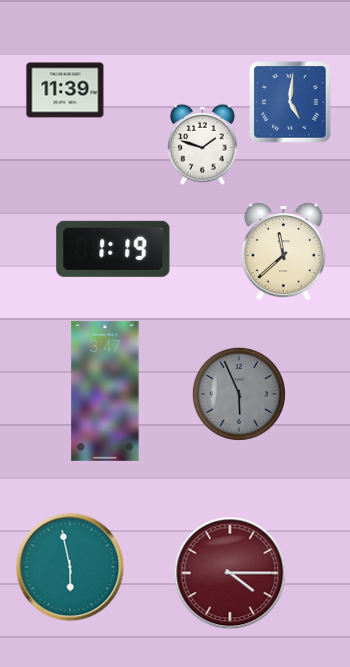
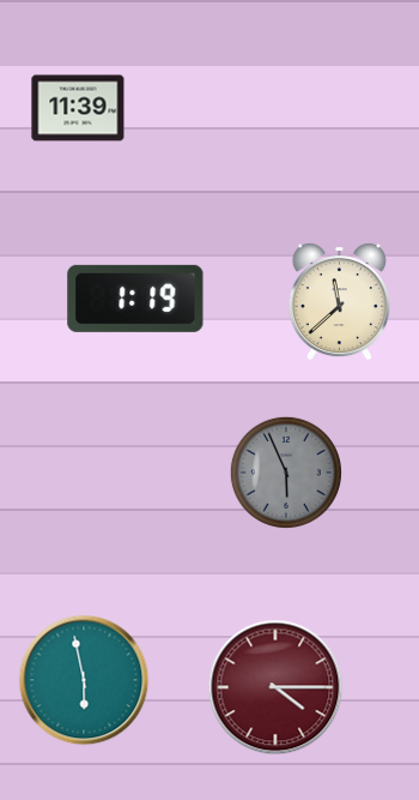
clock at (290, 102): 5:01 -> none
clock at (203, 144): 1:48 -> none
clock at (105, 391): 3:47 -> none
